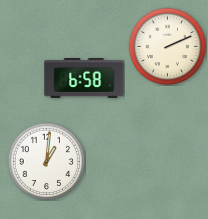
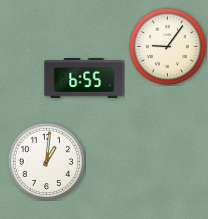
clock at (167, 46): 2:11 -> 9:06
clock at (84, 79): 6:58 -> 6:55
